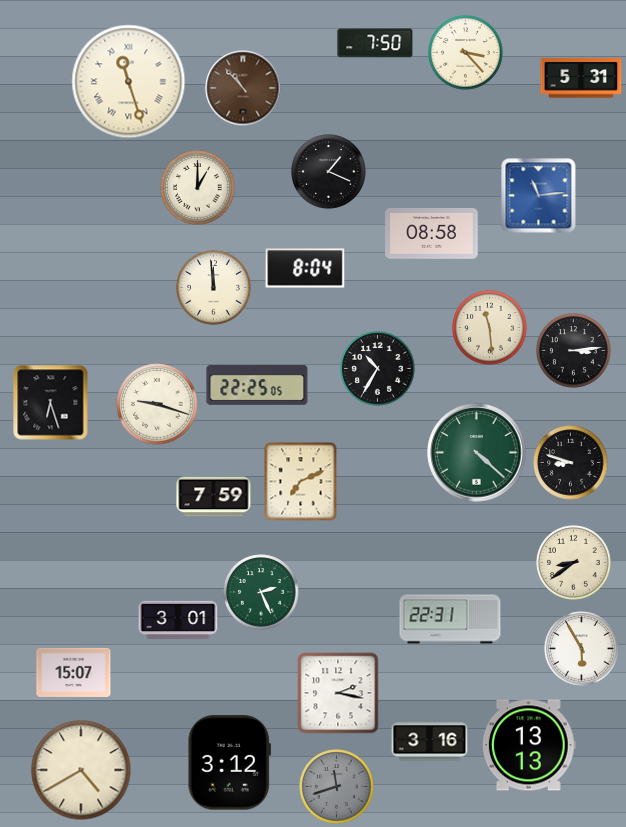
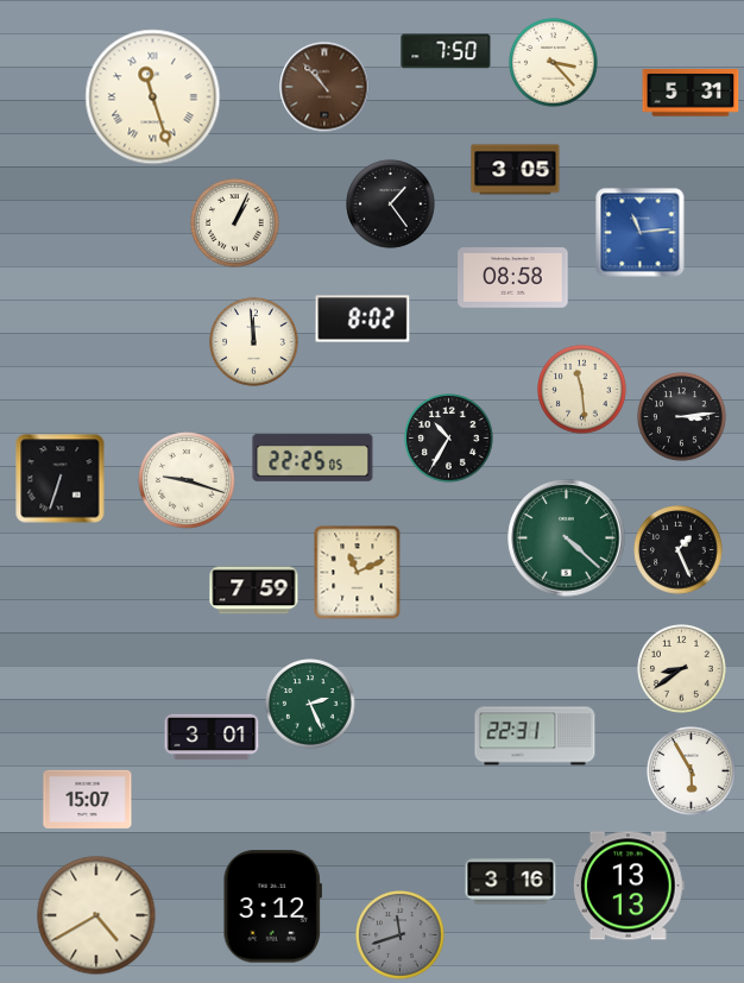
clock at (243, 88) position: (243, 88) -> (324, 87)
clock at (516, 170): none -> 3:05
clock at (329, 172): 1:19 -> 1:24
clock at (198, 188): 1:00 -> 1:04
clock at (305, 268): 8:04 -> 8:02
clock at (257, 385) position: (257, 385) -> (313, 458)
clock at (51, 403): 6:27 -> 6:33
clock at (571, 463): 8:48 -> 1:26
clock at (301, 482): 7:11 -> 11:11
clock at (338, 693): 2:17 -> none
